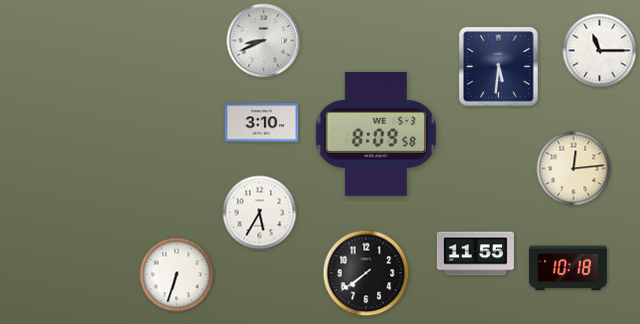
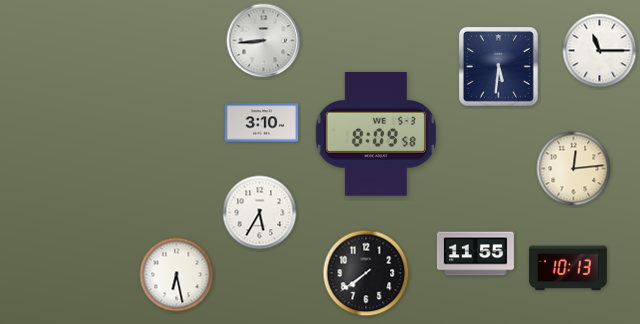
clock at (264, 41): 8:41 -> 8:44
clock at (568, 268): 10:18 -> 10:13
clock at (177, 275): 6:33 -> 6:28
